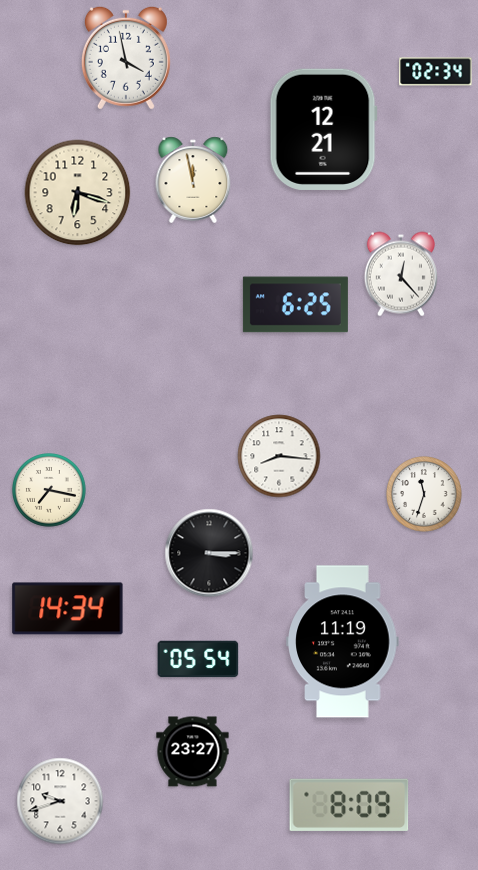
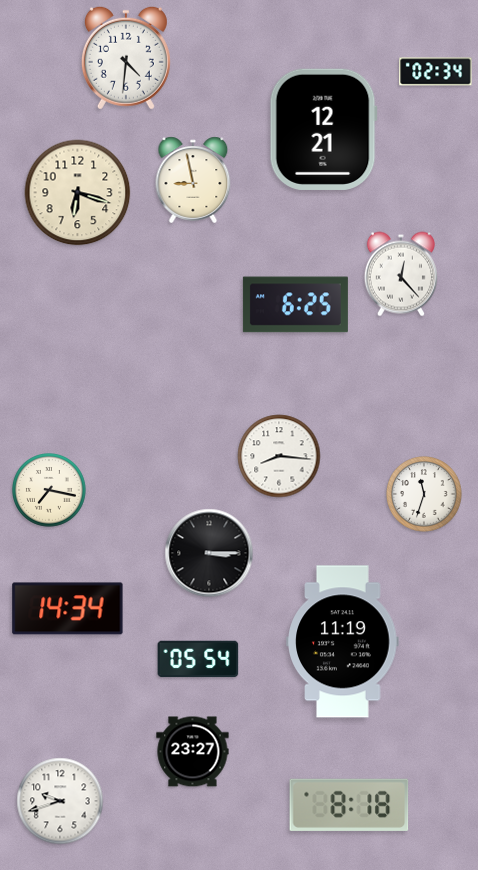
clock at (126, 58): 3:58 -> 4:31
clock at (193, 180): 11:58 -> 8:58
clock at (349, 805): 8:09 -> 8:18
